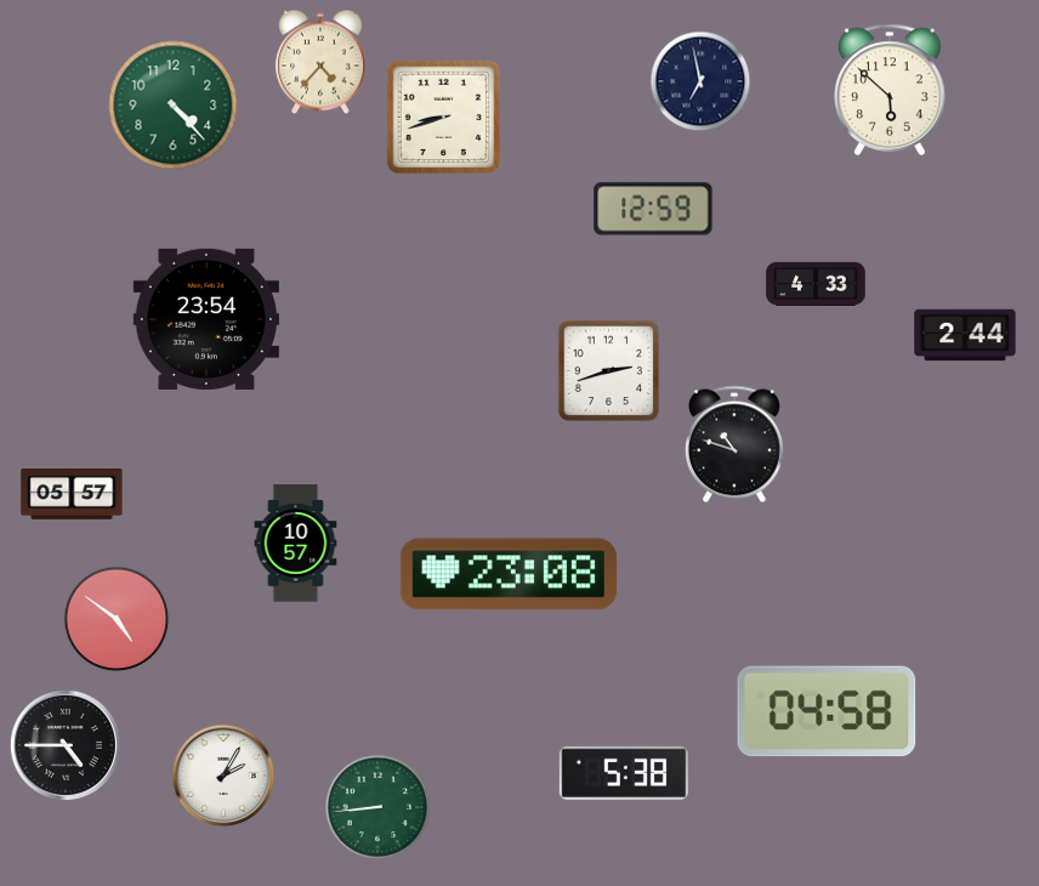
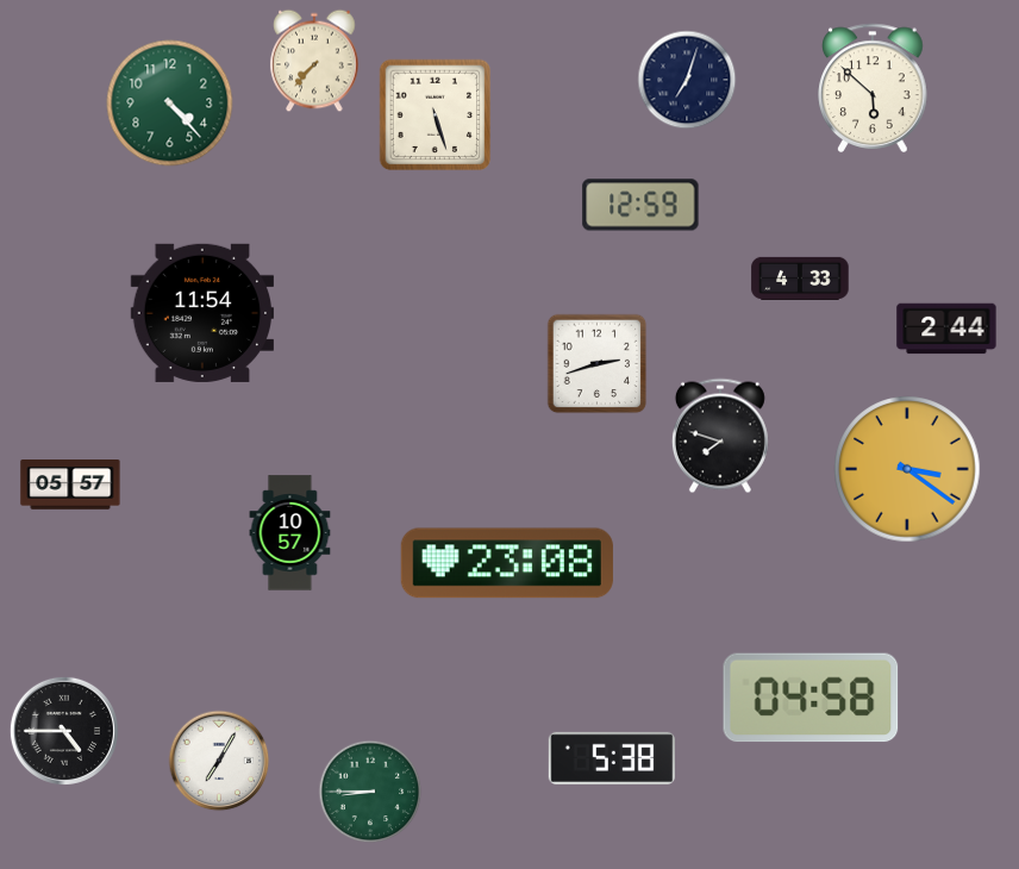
clock at (320, 62): 4:37 -> 7:37
clock at (700, 81): 6:58 -> 7:03
clock at (444, 118): 8:42 -> 5:27
clock at (205, 319): 23:54 -> 11:54
clock at (734, 444): 10:48 -> 7:48
clock at (907, 469): none -> 3:21
clock at (509, 574) position: (509, 574) -> (507, 563)
clock at (117, 619): 4:51 -> none
clock at (223, 776): 2:05 -> 7:05
clock at (377, 807): 8:44 -> 8:45
